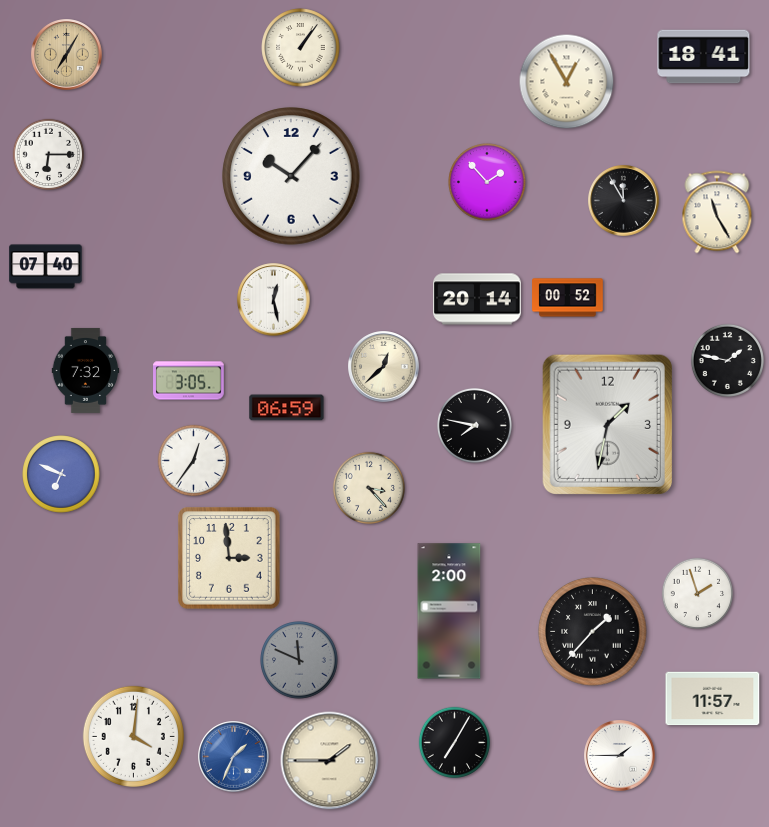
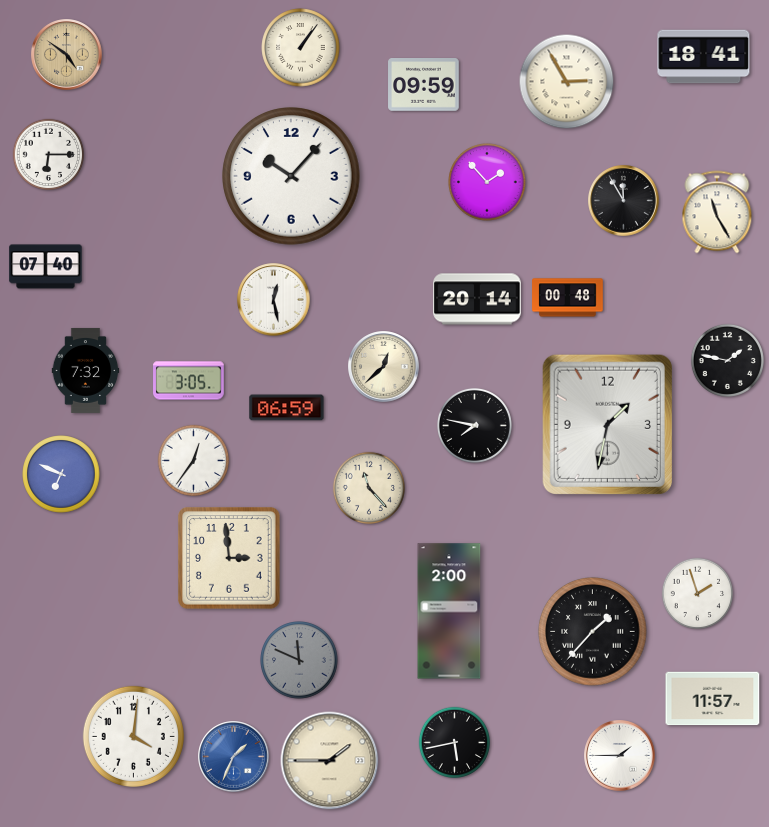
clock at (67, 55): 7:05 -> 4:51
clock at (567, 82): 12:55 -> 2:55
clock at (424, 85): none -> 09:59
clock at (568, 298): 00:52 -> 00:48
clock at (369, 488): 3:23 -> 11:23
clock at (454, 742): 7:05 -> 5:43
